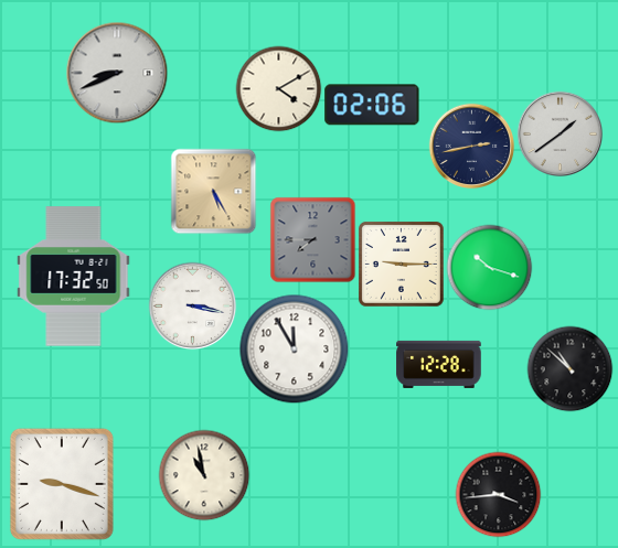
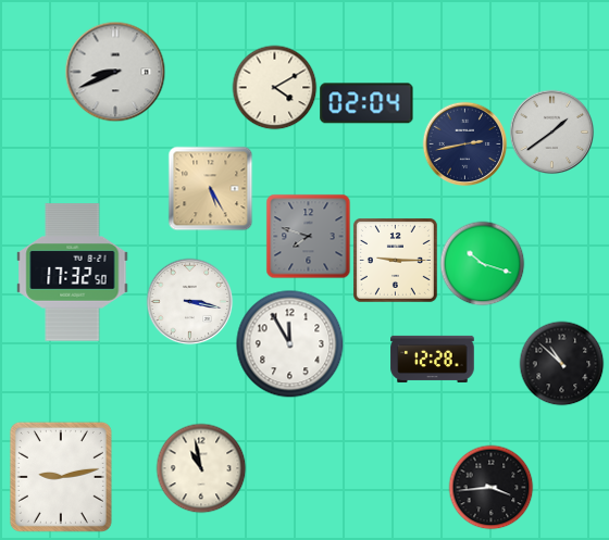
clock at (372, 105): 02:06 -> 02:04
clock at (312, 239): 7:45 -> 7:48
clock at (62, 484): 9:18 -> 9:13
